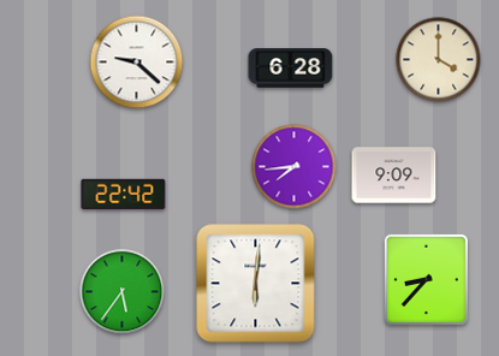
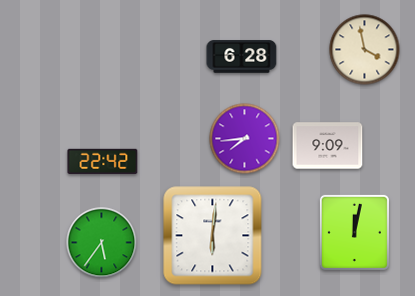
clock at (439, 60): 4:00 -> 3:58
clock at (137, 63): 9:22 -> none
clock at (426, 279): 8:37 -> 12:02
